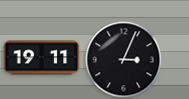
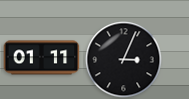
clock at (42, 58): 19:11 -> 01:11
